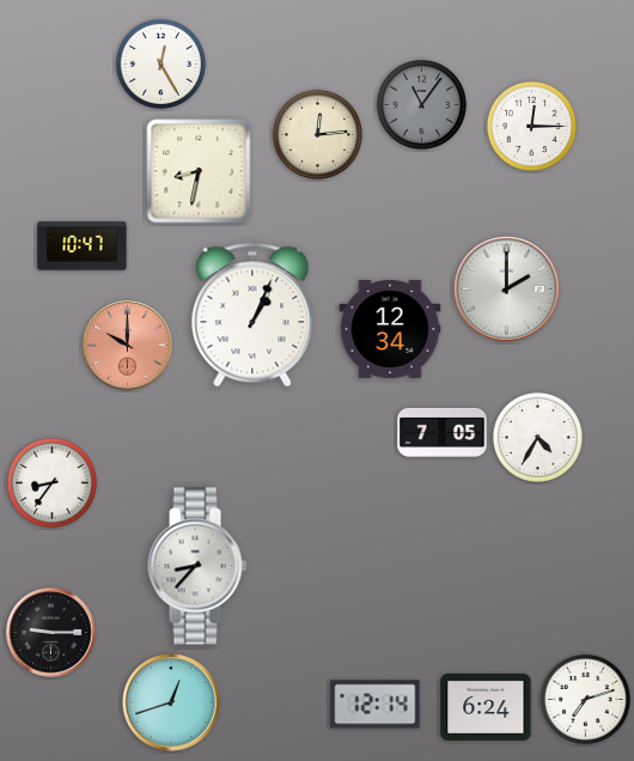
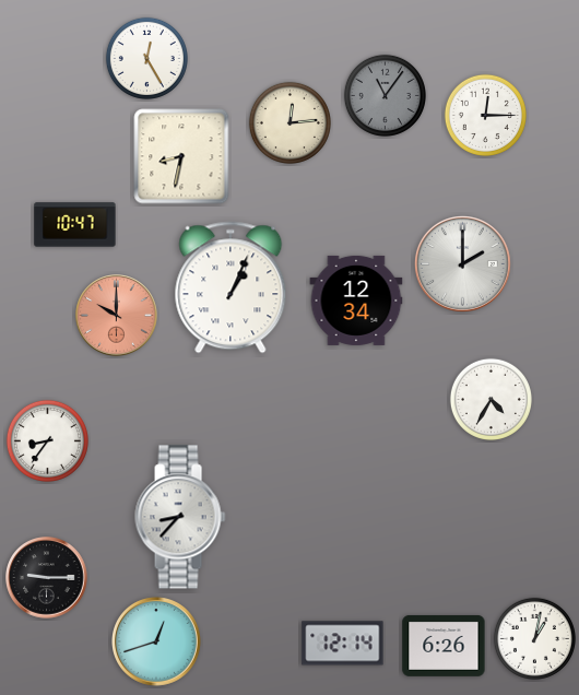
clock at (443, 432): 7:05 -> none
clock at (585, 699): 7:12 -> 1:02
clock at (486, 707): 6:24 -> 6:26
